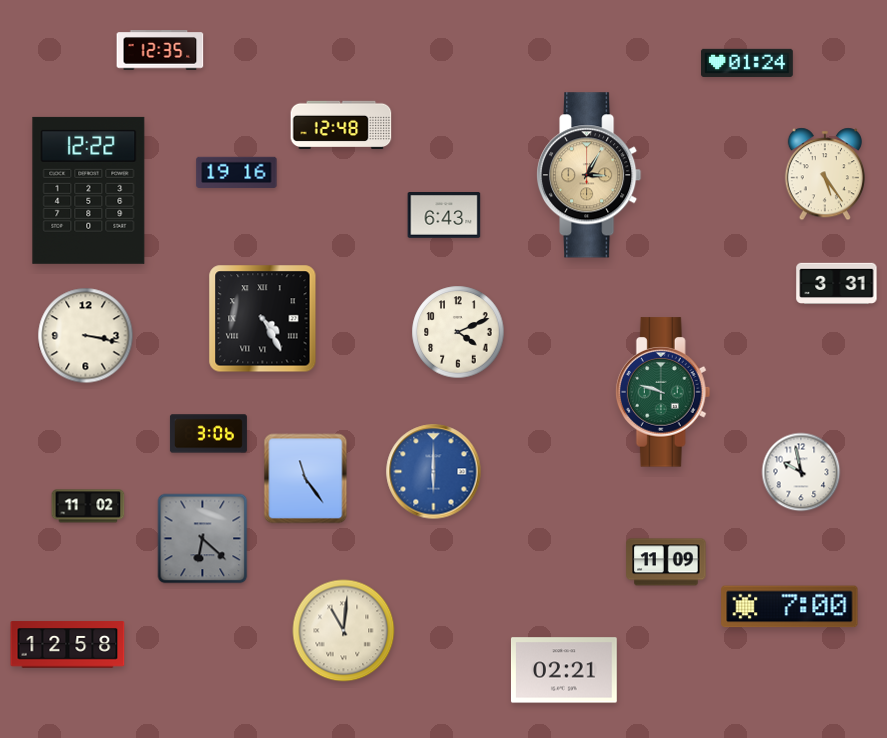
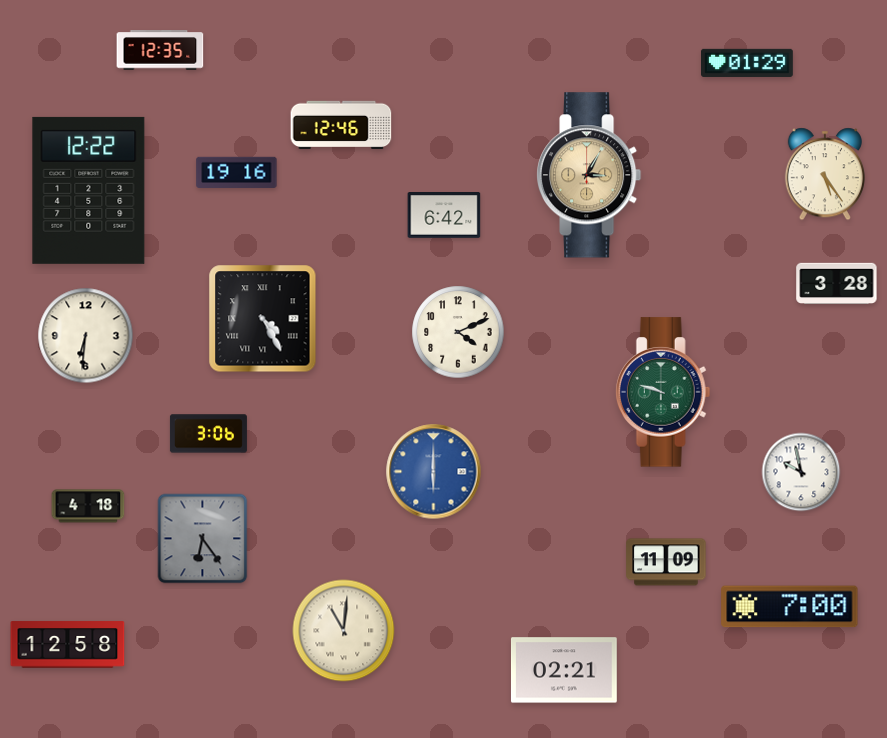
clock at (748, 63): 01:24 -> 01:29
clock at (341, 125): 12:48 -> 12:46
clock at (444, 216): 6:43 -> 6:42
clock at (837, 284): 3:31 -> 3:28
clock at (86, 336): 3:17 -> 6:31
clock at (306, 479): 11:24 -> none
clock at (88, 506): 11:02 -> 4:18
clock at (203, 539): 6:22 -> 6:24
